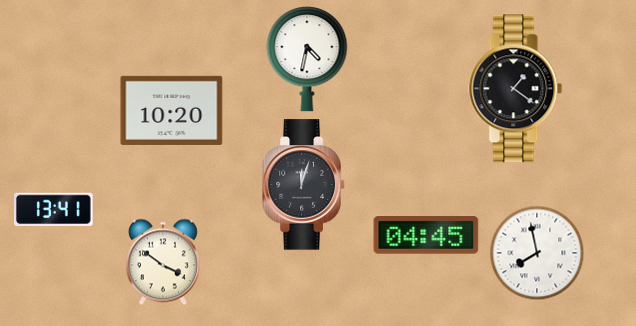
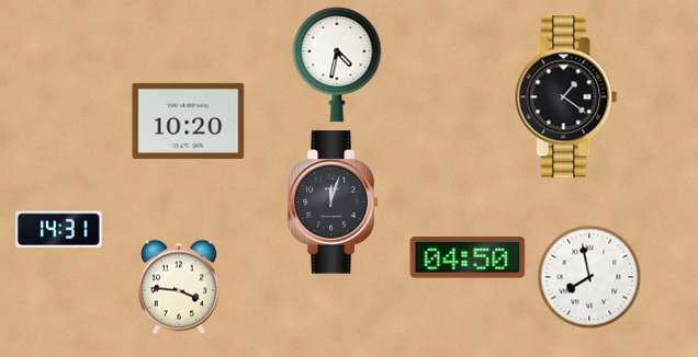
clock at (54, 210): 13:41 -> 14:31
clock at (426, 235): 04:45 -> 04:50
clock at (163, 262): 3:51 -> 3:46
